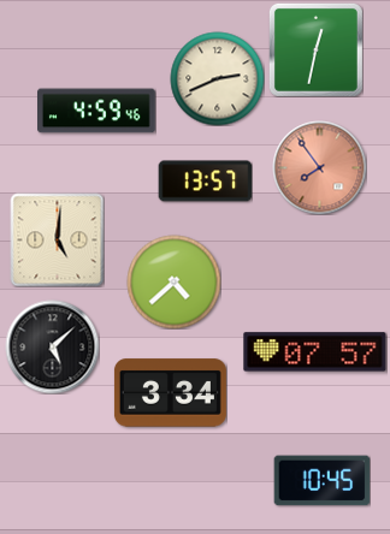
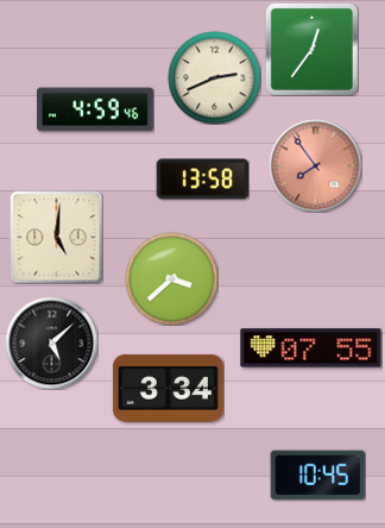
clock at (315, 49): 12:32 -> 12:36
clock at (205, 182): 13:57 -> 13:58
clock at (173, 281): 4:38 -> 3:38
clock at (315, 352): 07:57 -> 07:55
